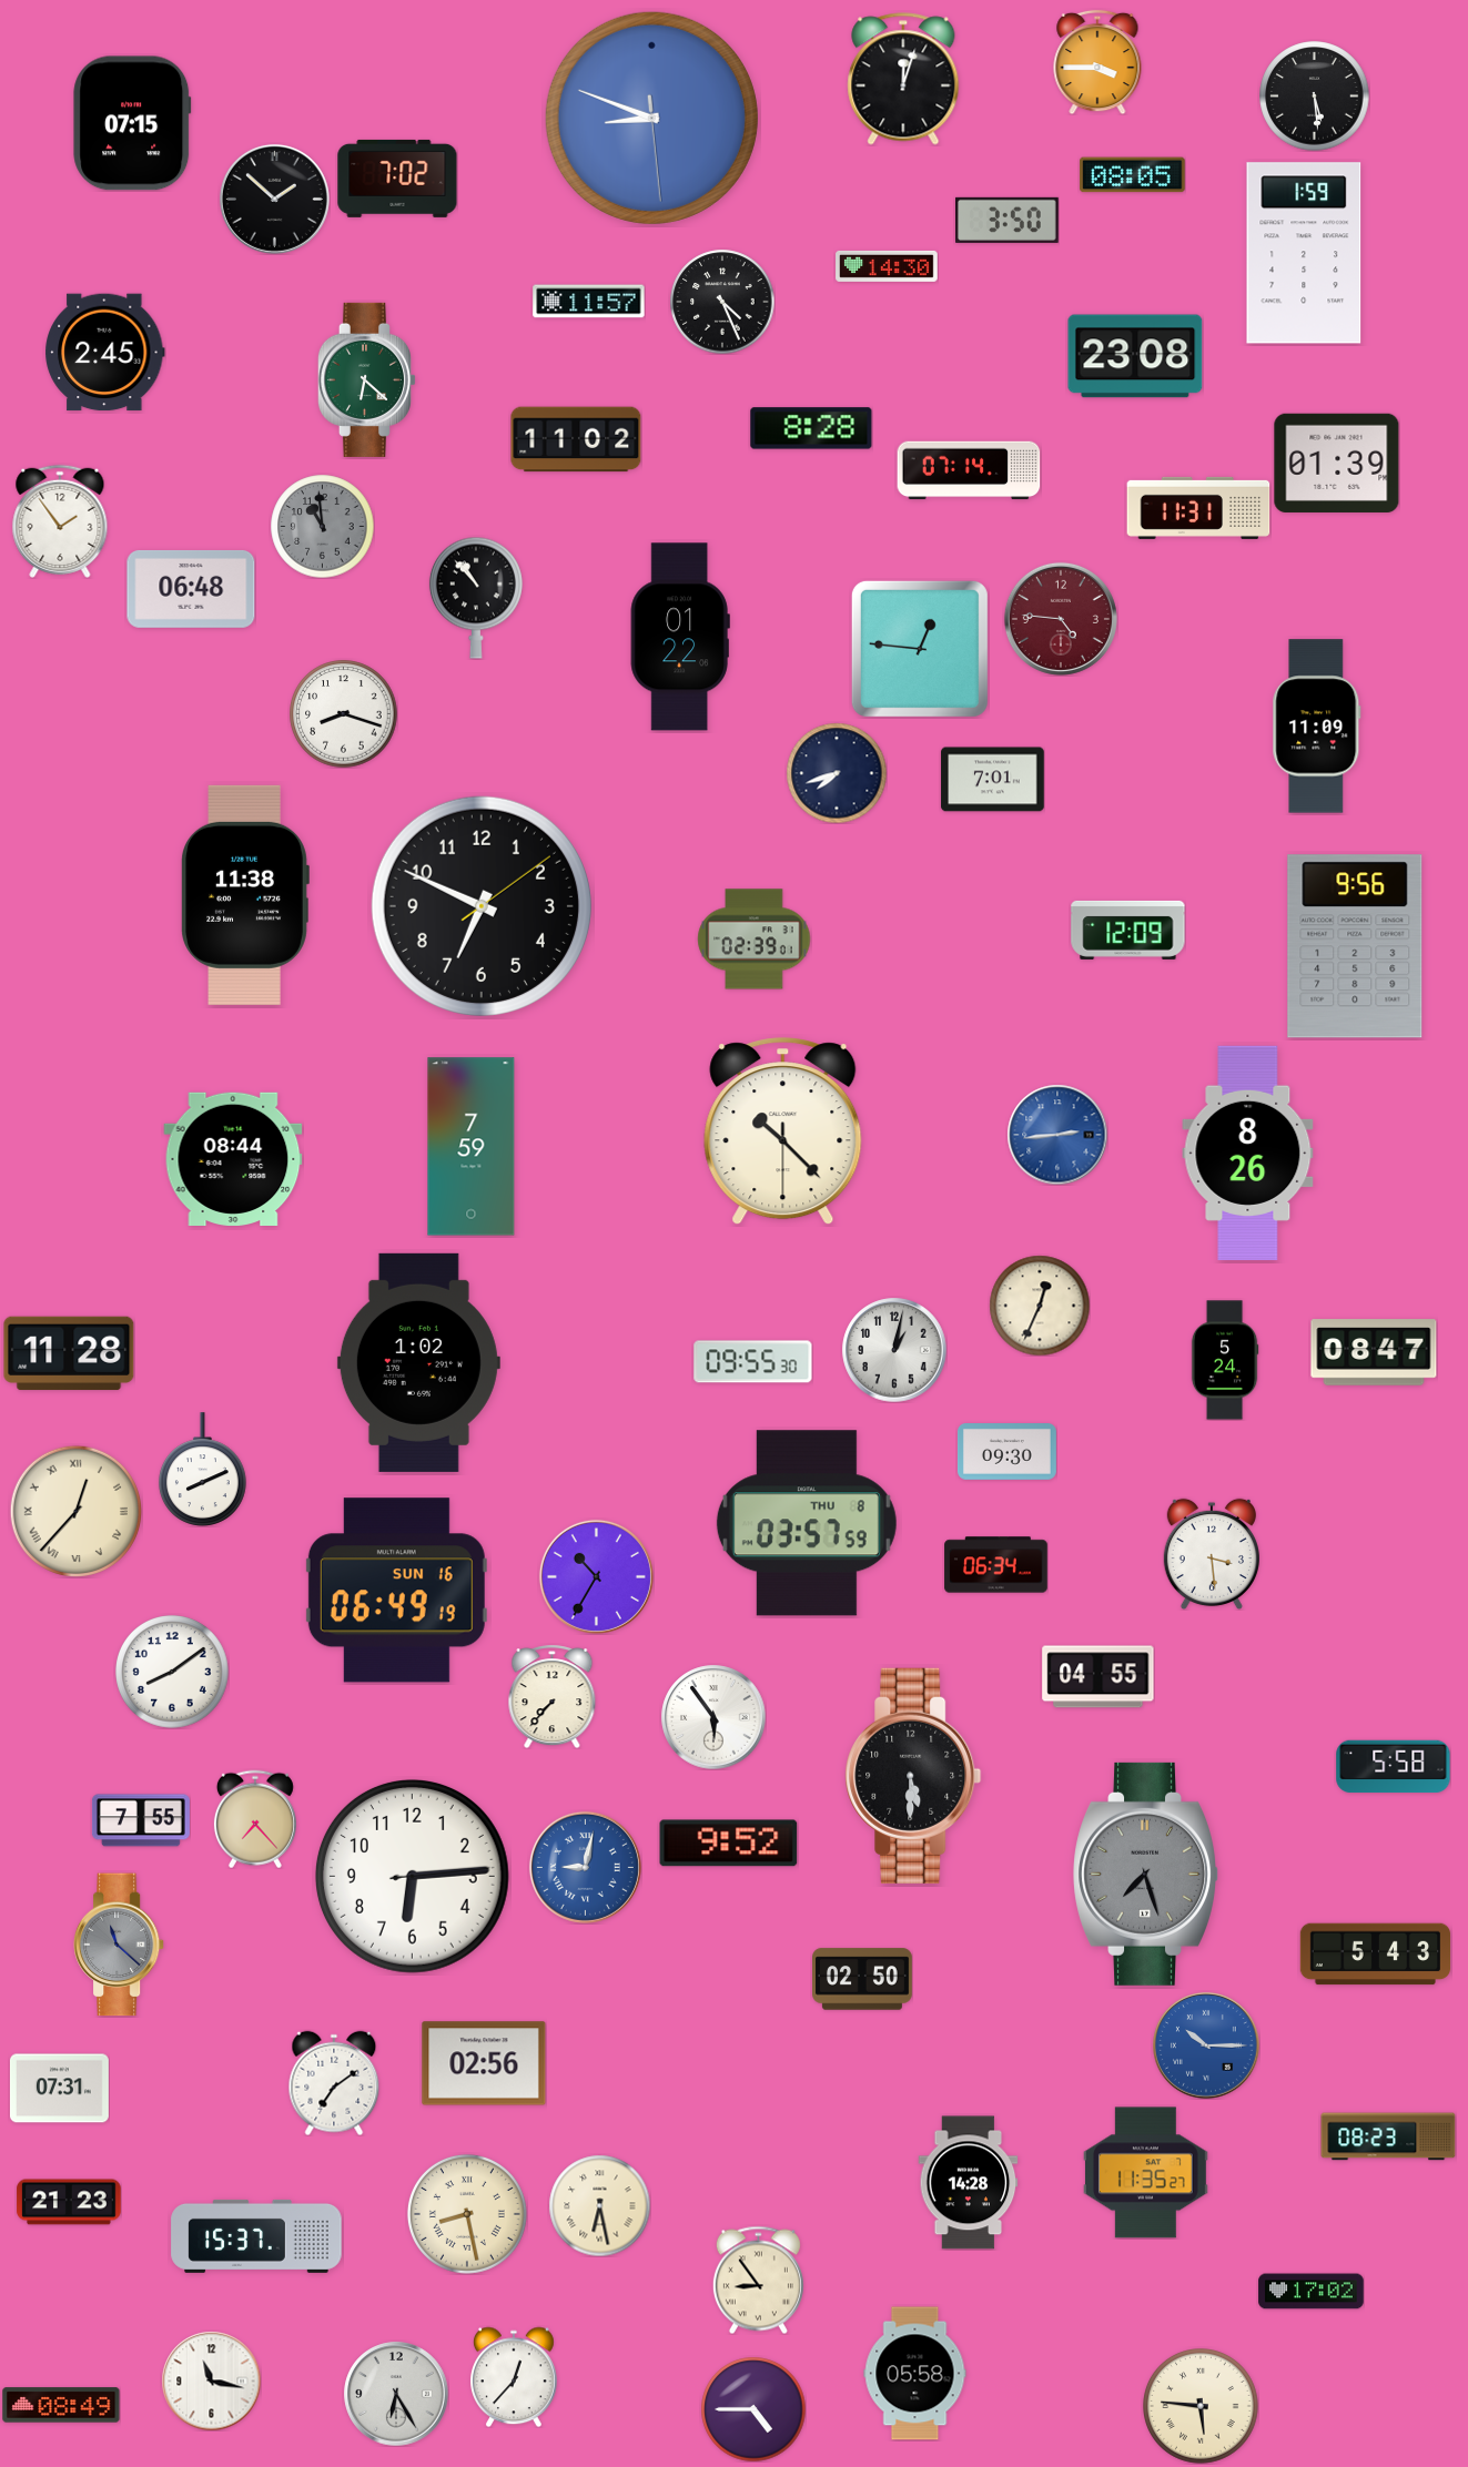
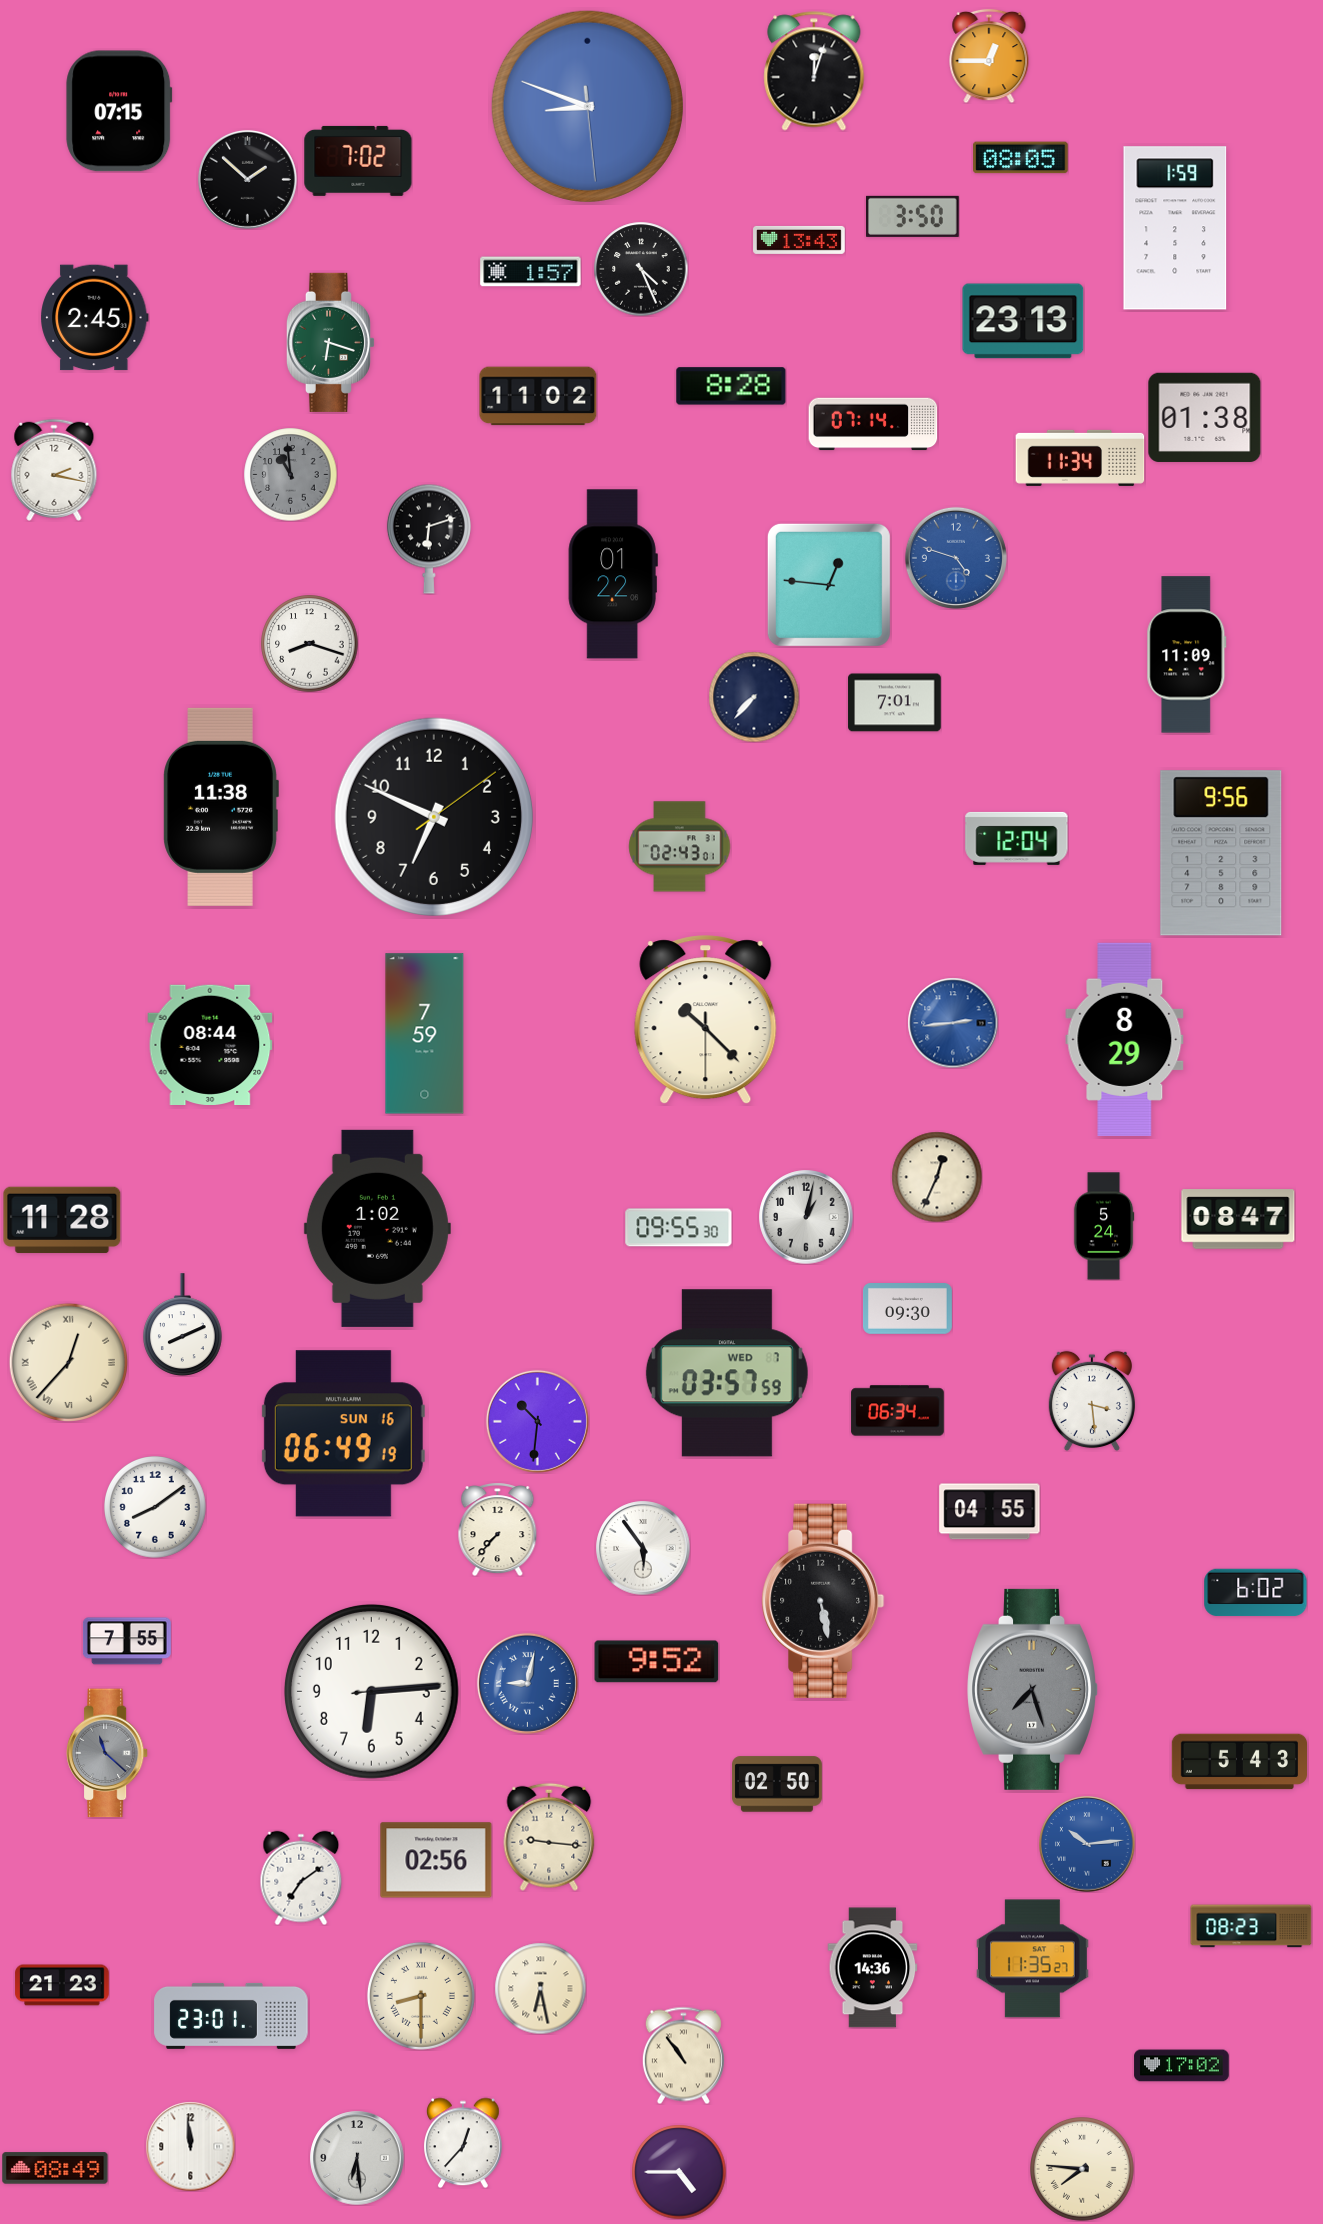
clock at (1097, 62): 3:45 -> 12:45
clock at (1315, 97): 5:29 -> none
clock at (1008, 220) position: (1008, 220) -> (913, 216)
clock at (887, 266): 14:30 -> 13:43
clock at (589, 302): 11:57 -> 1:57
clock at (722, 302) position: (722, 302) -> (641, 269)
clock at (1135, 356): 23:08 -> 23:13
clock at (366, 379): 6:22 -> 6:18
clock at (576, 439) position: (576, 439) -> (538, 396)
clock at (1337, 463): 01:39 -> 01:38
clock at (1198, 508): 11:31 -> 11:34
clock at (60, 521): 1:54 -> 2:17
clock at (191, 589): 06:48 -> none
clock at (476, 598): 10:53 -> 6:12
clock at (1061, 619): 4:46 -> 4:48
clock at (1061, 619) dial: burgundy -> blue
clock at (837, 773): 7:42 -> 7:37
clock at (1128, 930): 12:09 -> 12:04
clock at (755, 940): 02:39 -> 02:43
clock at (1248, 1153): 8:26 -> 8:29
clock at (807, 1523) date: THU 8 -> WED 7
clock at (596, 1576): 10:35 -> 10:31
clock at (396, 1591) position: (396, 1591) -> (343, 1434)
clock at (1394, 1767): 5:58 -> 6:02
clock at (913, 1776): 5:30 -> 5:28
clock at (255, 1819): 7:23 -> none
clock at (549, 1837): none -> 9:16
clock at (1206, 2045): 10:15 -> 10:14
clock at (59, 2089): 07:31 -> none
clock at (969, 2183): 14:28 -> 14:36
clock at (467, 2214): 8:28 -> 8:30
clock at (256, 2236): 15:37 -> 23:01
clock at (758, 2280): 8:54 -> 10:54
clock at (915, 2374): 05:58 -> none
clock at (211, 2380): 11:17 -> 11:59
clock at (396, 2394): 6:25 -> 6:29
clock at (1202, 2407): 5:46 -> 7:46
